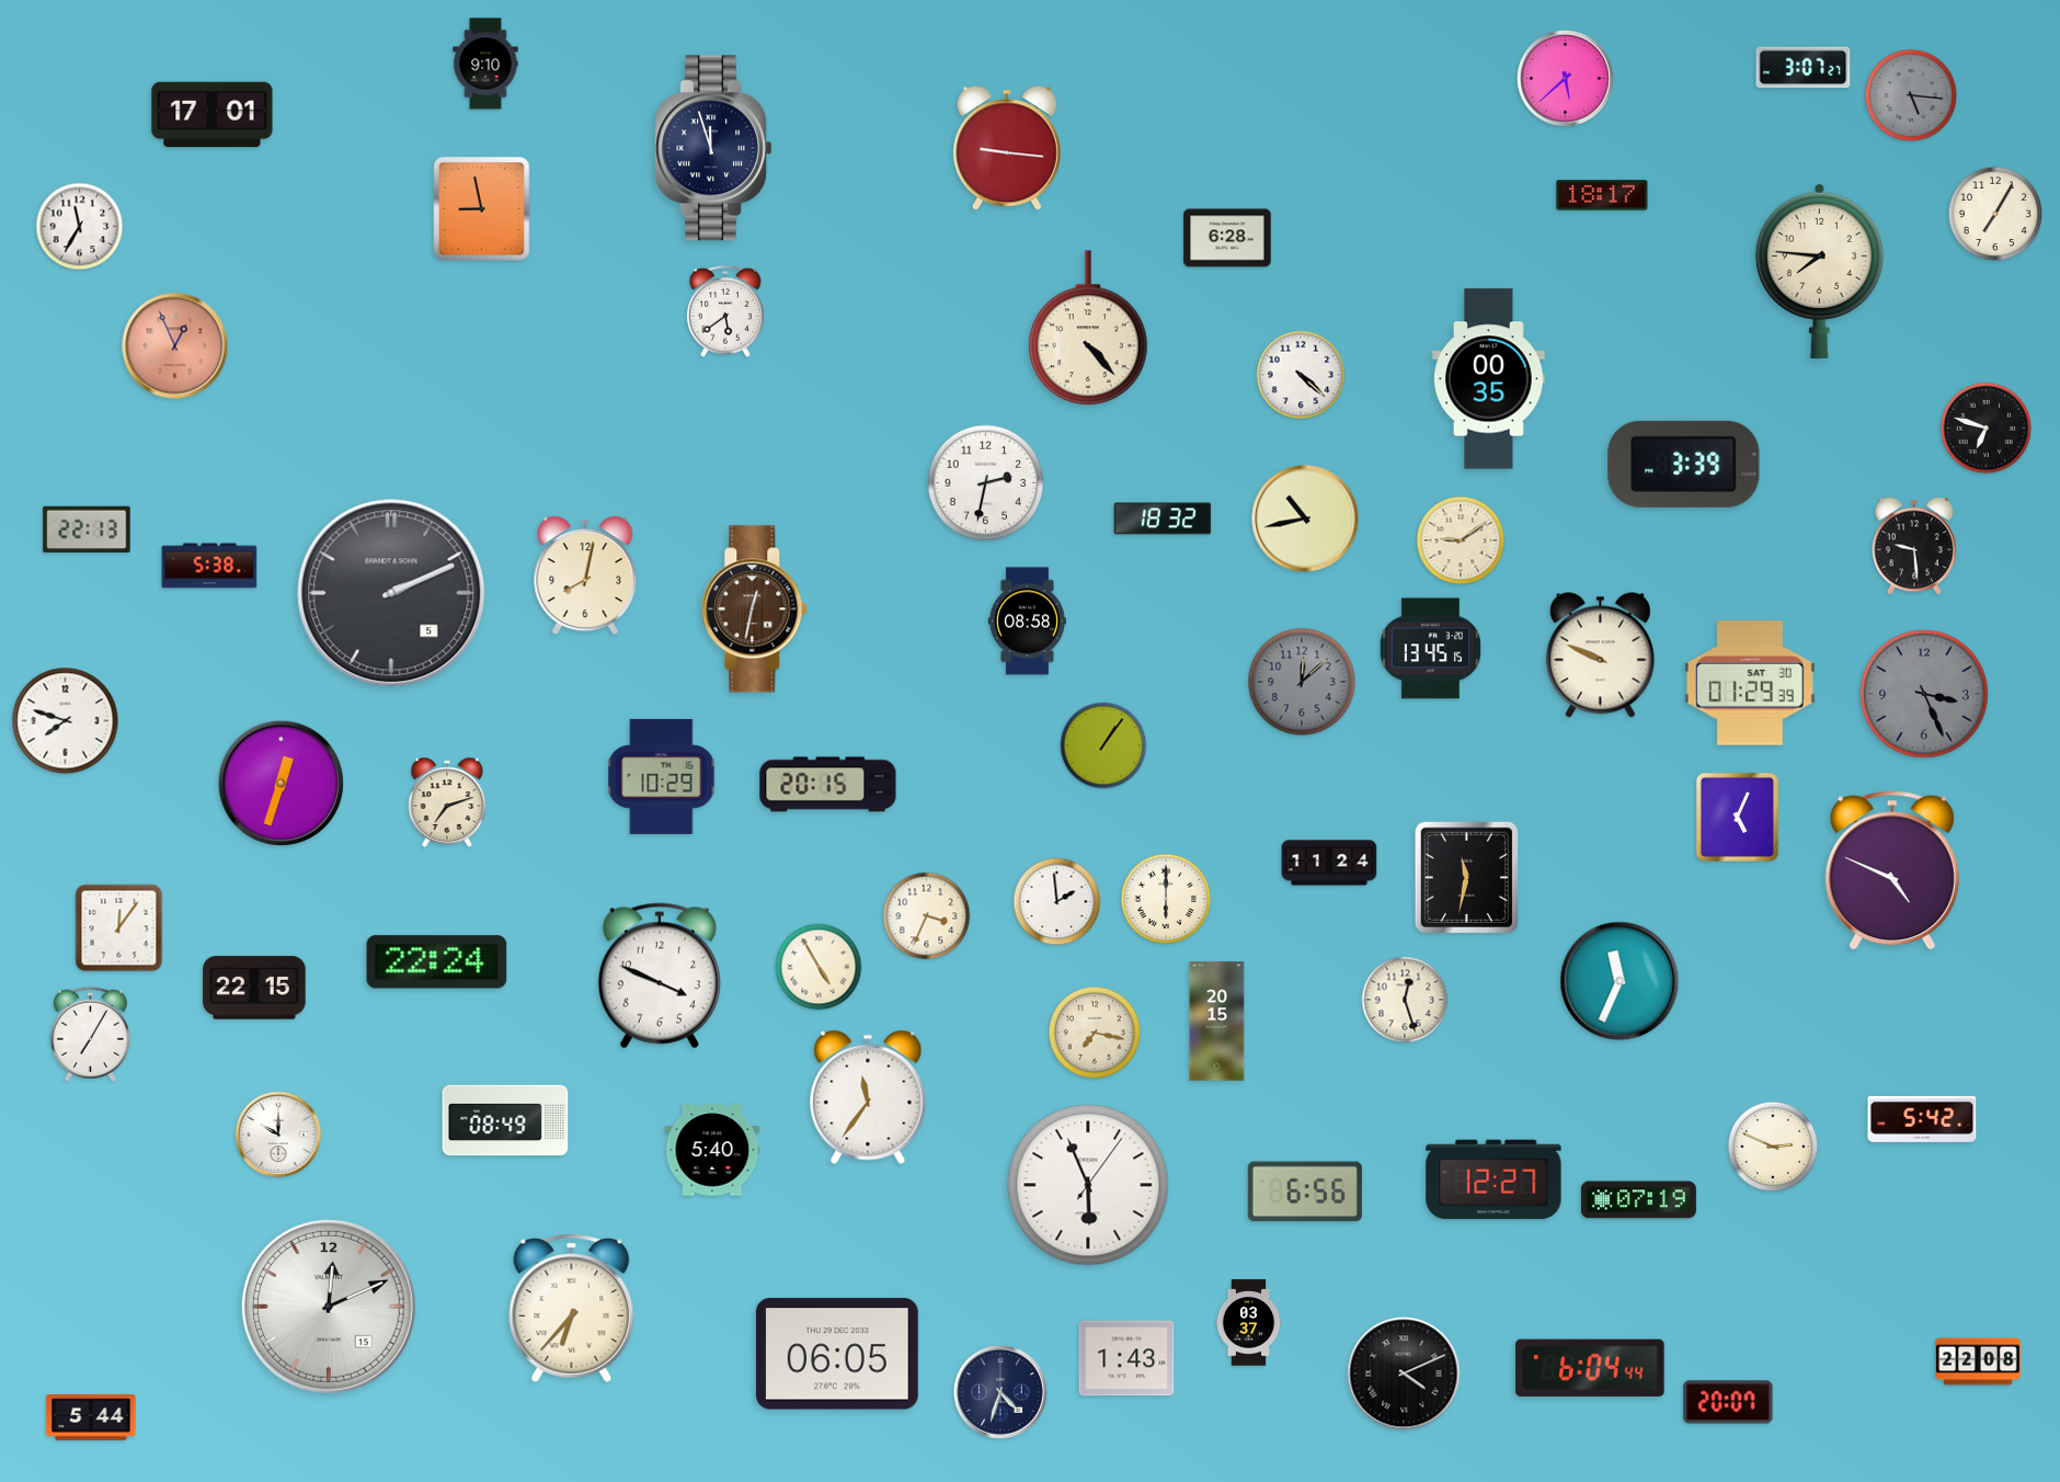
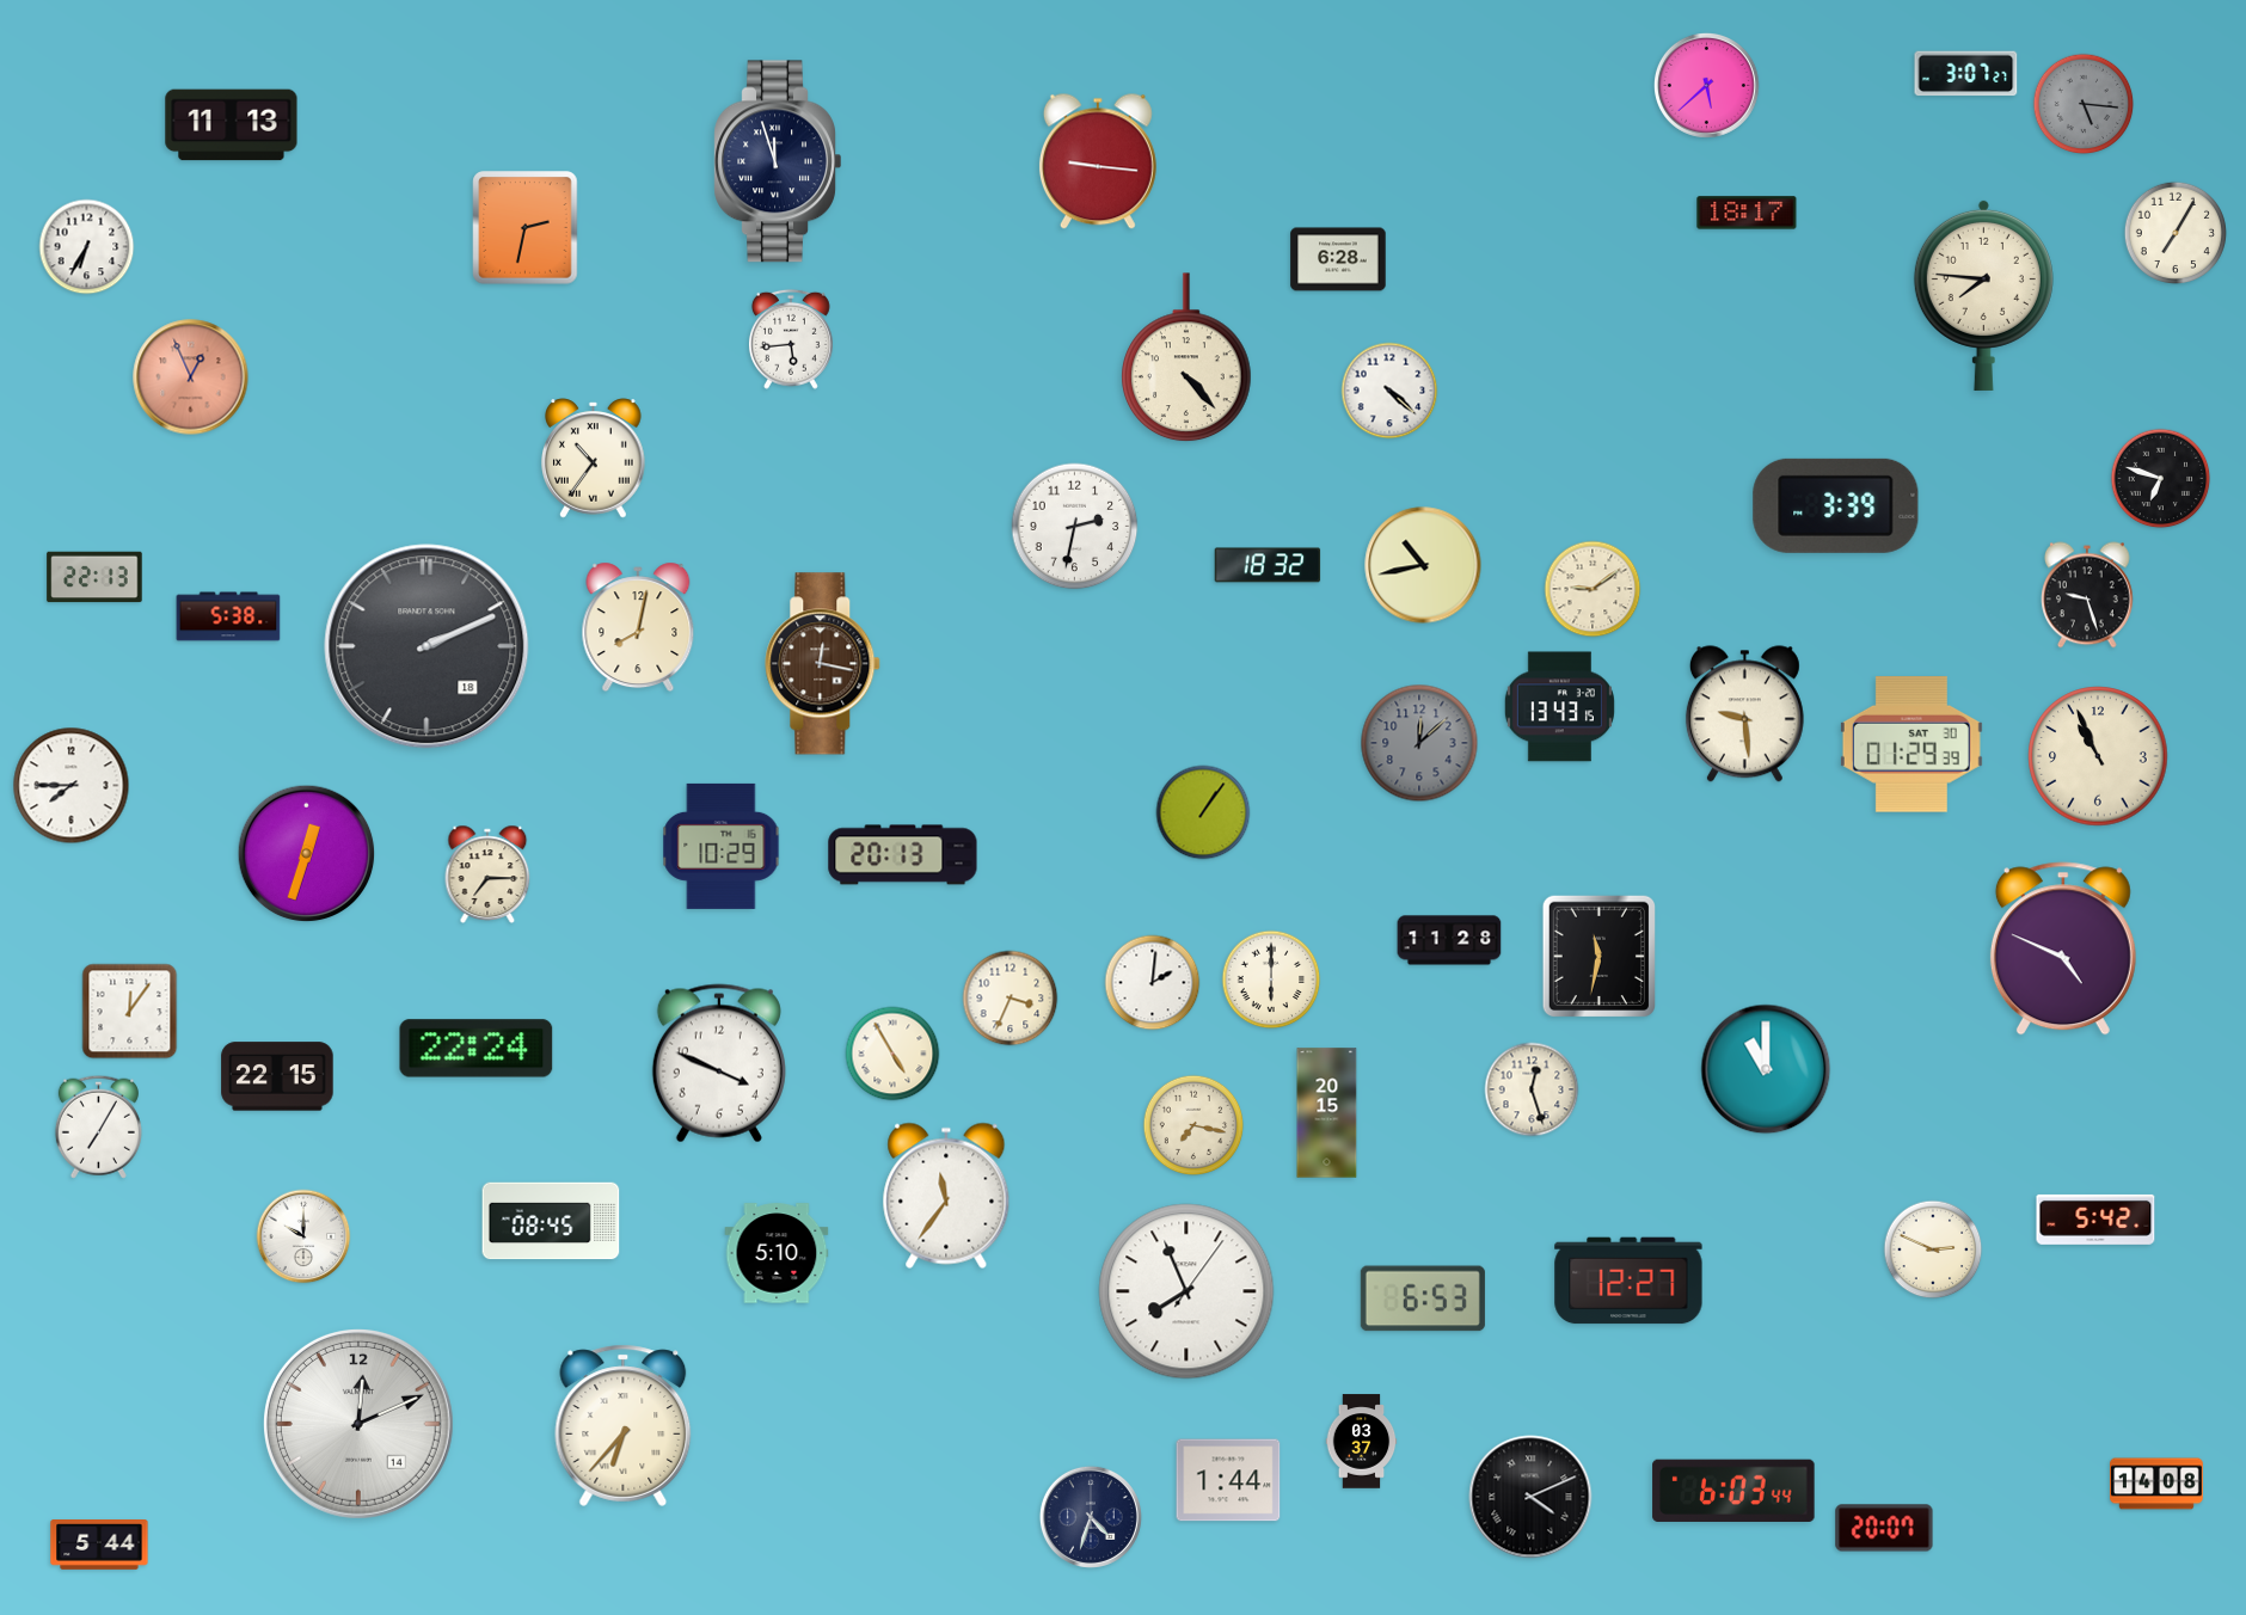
clock at (485, 64): 9:10 -> none
clock at (213, 115): 17:01 -> 11:13
clock at (482, 209): 8:58 -> 2:32
clock at (80, 227): 11:35 -> 6:35
clock at (725, 311): 5:39 -> 5:44
clock at (1301, 375) position: (1301, 375) -> (1389, 391)
clock at (1489, 379): 00:35 -> none
clock at (594, 459): none -> 10:36
clock at (1987, 429) position: (1987, 429) -> (2161, 479)
clock at (1915, 546): 9:29 -> 9:27
clock at (391, 593) date: 5 -> 18
clock at (755, 609): 12:32 -> 12:17
clock at (1027, 622): 08:58 -> none
clock at (1430, 649): 13:45 -> 13:43
clock at (1600, 656): 9:49 -> 9:29
clock at (1750, 683) position: (1750, 683) -> (1911, 744)
clock at (1924, 694): 3:26 -> 10:56
clock at (1924, 694) dial: grey -> cream
clock at (66, 721): 7:48 -> 7:45
clock at (828, 785): 20:15 -> 20:13
clock at (447, 802): 7:12 -> 7:15
clock at (1737, 817): 5:04 -> none
clock at (1329, 863): 11:24 -> 11:28
clock at (1057, 902): 1:59 -> 2:01
clock at (1620, 981): 11:34 -> 11:00
clock at (505, 1120): 08:49 -> 08:45
clock at (712, 1150): 5:40 -> 5:10
clock at (1493, 1179) position: (1493, 1179) -> (1628, 1281)
clock at (1088, 1185): 5:56 -> 7:56
clock at (1305, 1192): 6:56 -> 6:53
clock at (1638, 1200): 07:19 -> none
clock at (329, 1307) date: 15 -> 14
clock at (837, 1354): 06:05 -> none
clock at (1126, 1358): 1:43 -> 1:44
clock at (1979, 1361): 22:08 -> 14:08
clock at (1590, 1367): 6:04 -> 6:03
